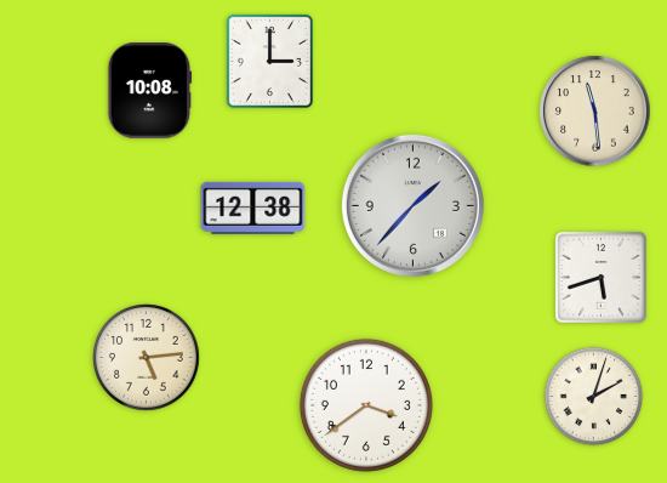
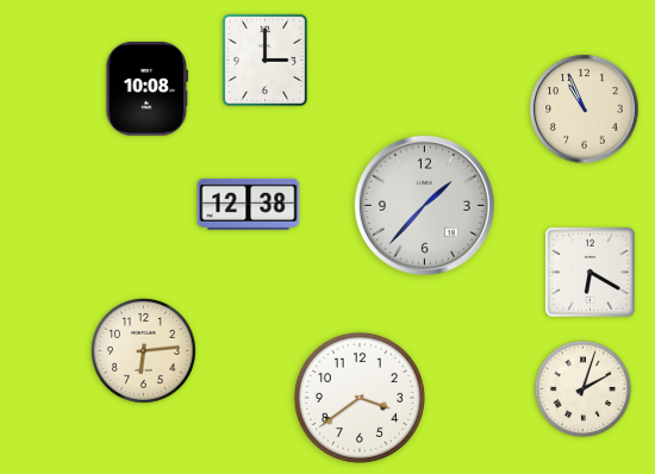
clock at (595, 112): 11:29 -> 10:56
clock at (412, 205) position: (412, 205) -> (424, 205)
clock at (600, 277): 5:42 -> 6:20
clock at (147, 358): 5:14 -> 6:14
